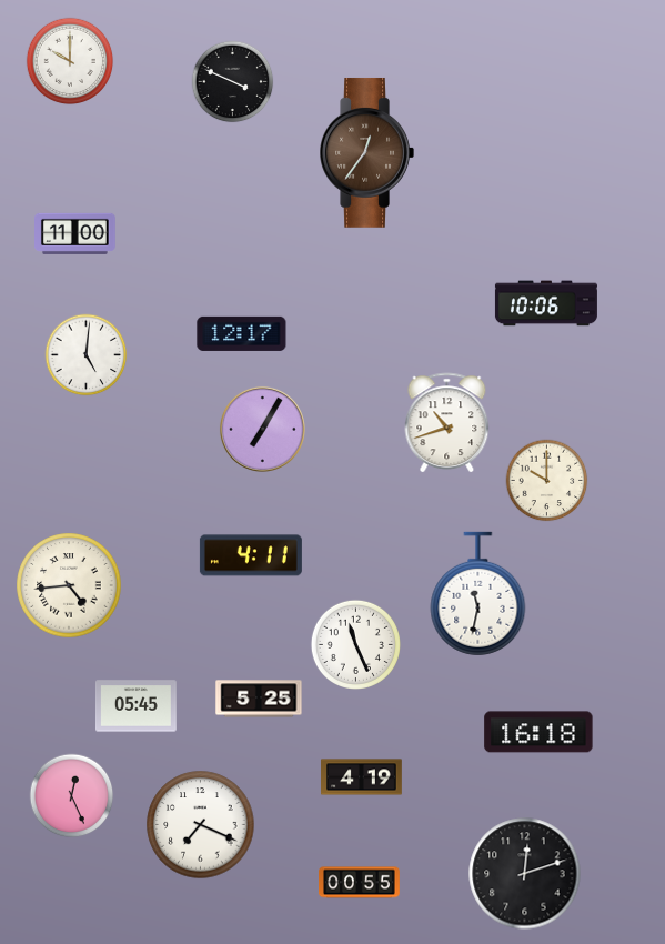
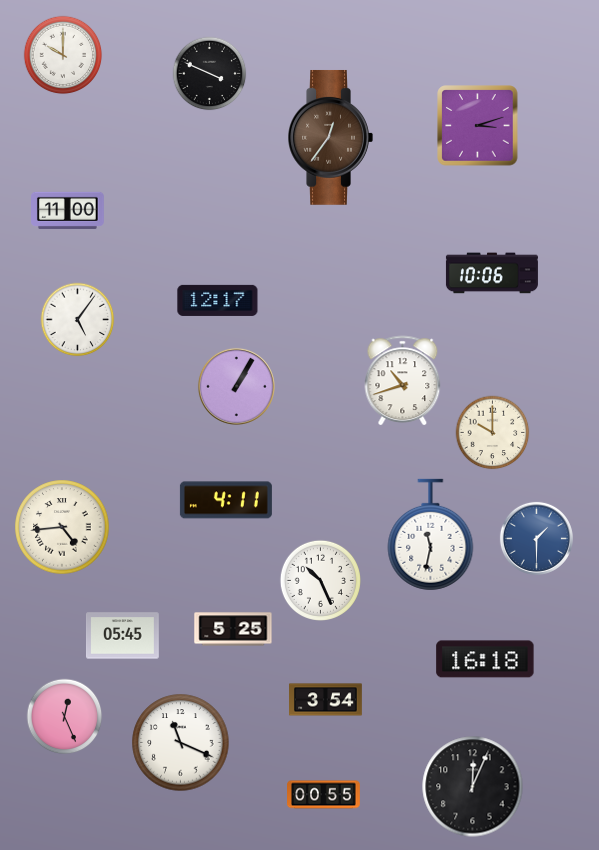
clock at (478, 126): none -> 3:12
clock at (87, 355): 5:01 -> 5:06
clock at (262, 429): 7:05 -> 1:05
clock at (536, 538): none -> 1:30
clock at (355, 644): 11:26 -> 10:26
clock at (362, 777): 4:19 -> 3:54
clock at (201, 825): 7:19 -> 11:19
clock at (525, 874): 12:12 -> 12:04
